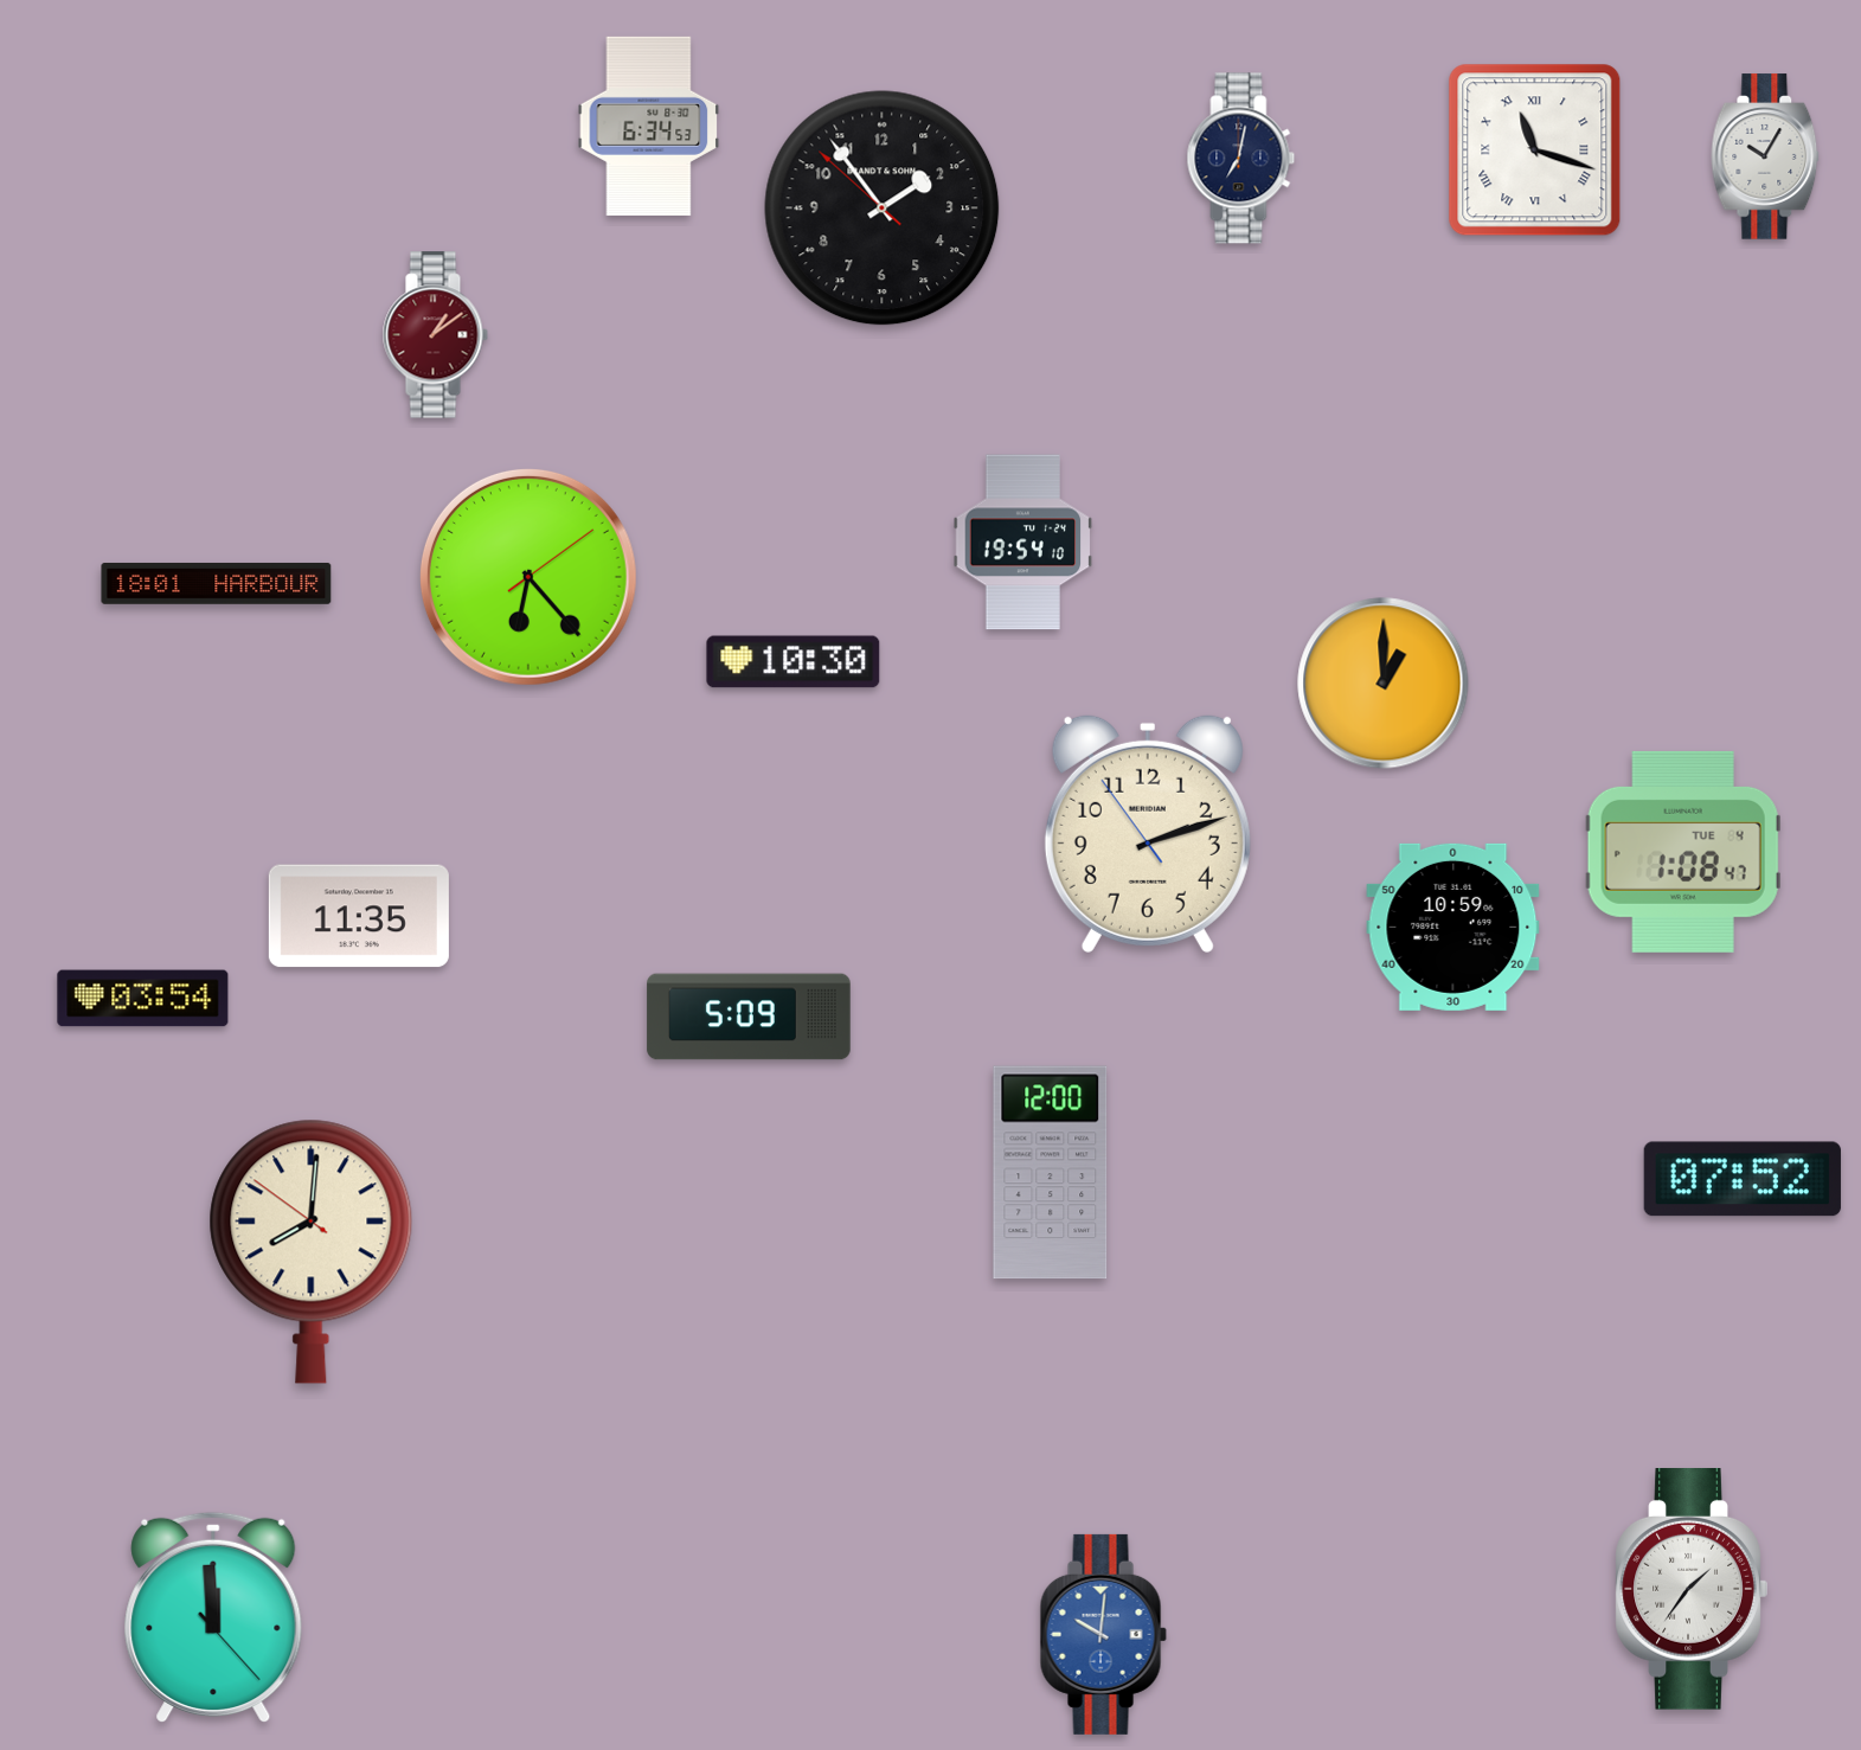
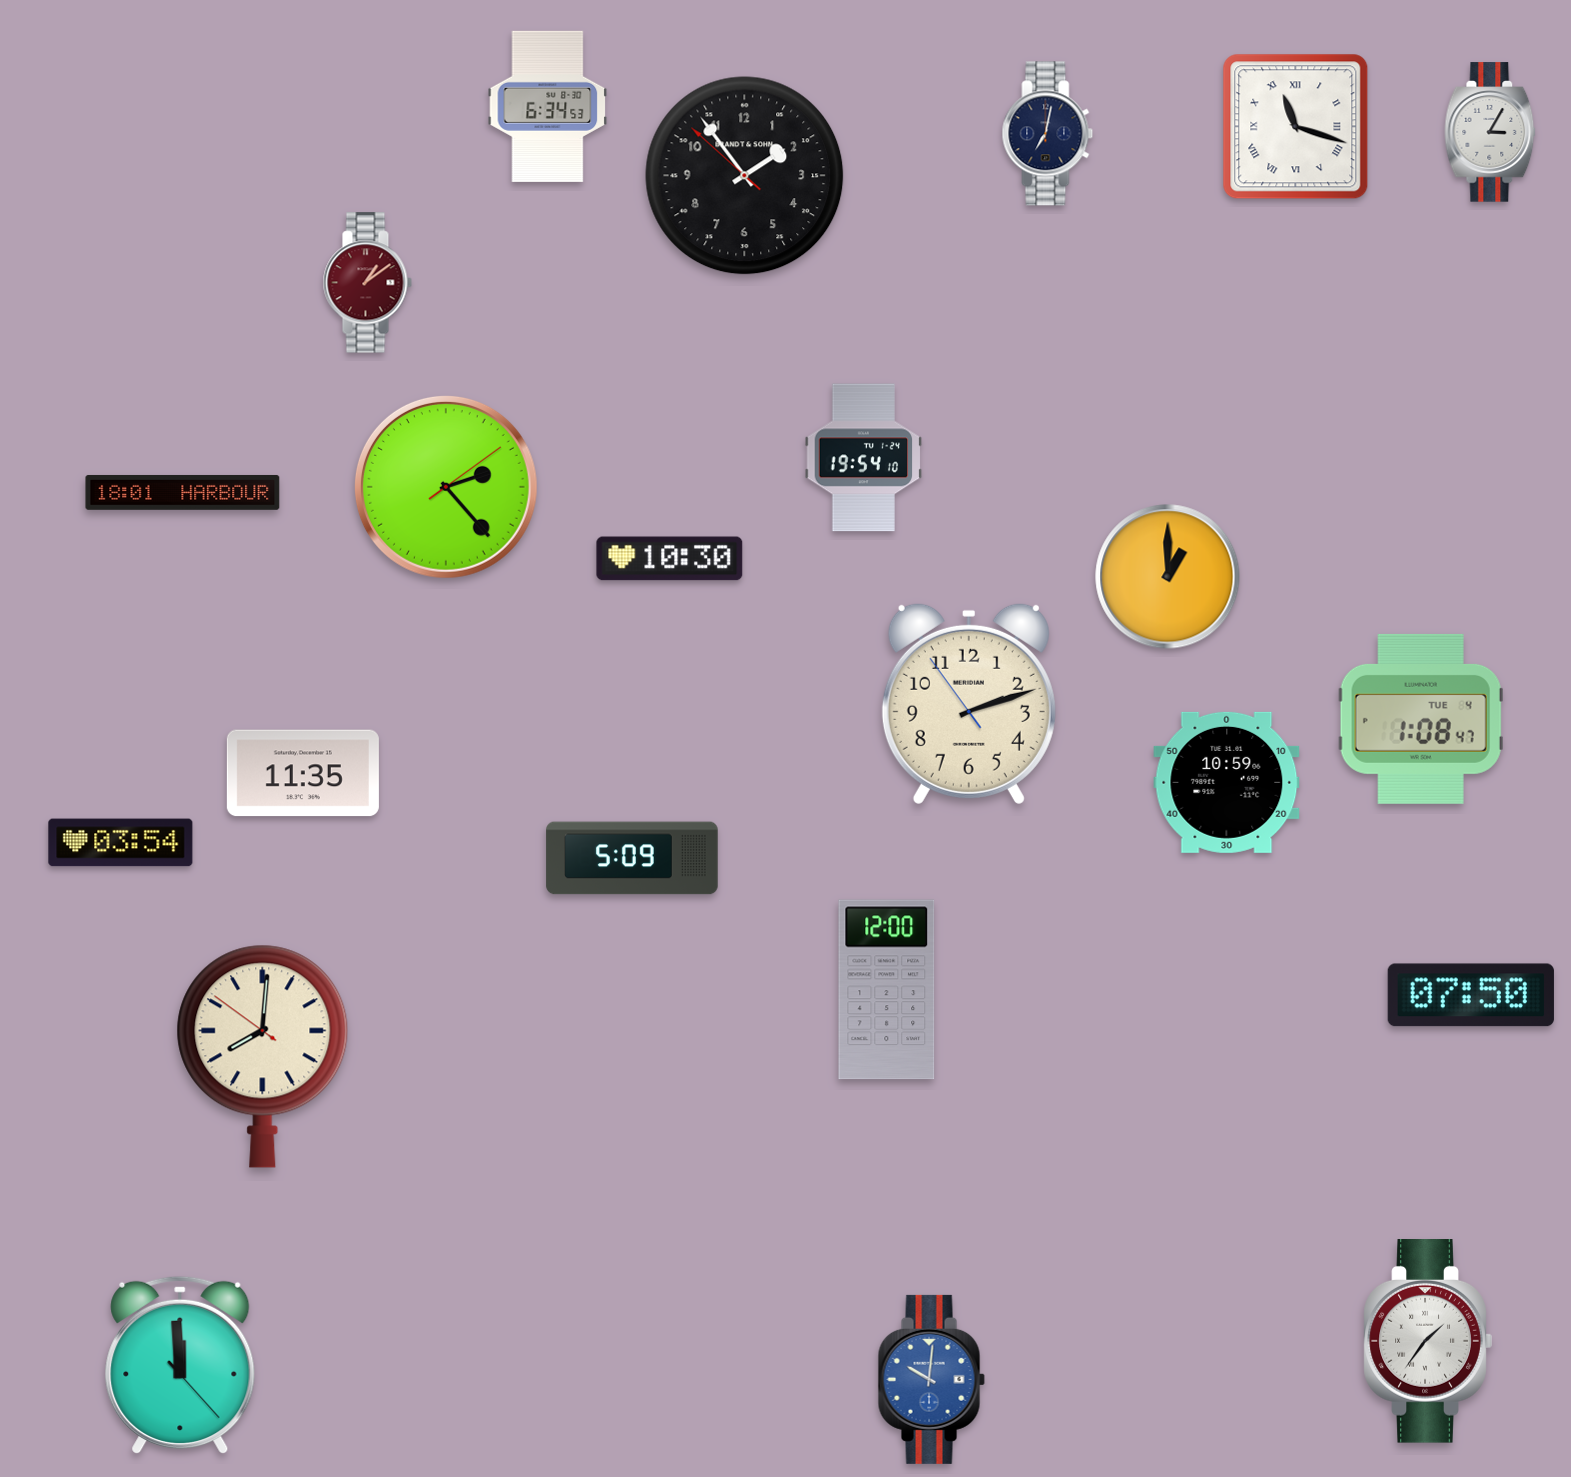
clock at (1765, 156): 10:05 -> 3:05
clock at (528, 577): 6:23 -> 2:23
clock at (1743, 1179): 07:52 -> 07:50
